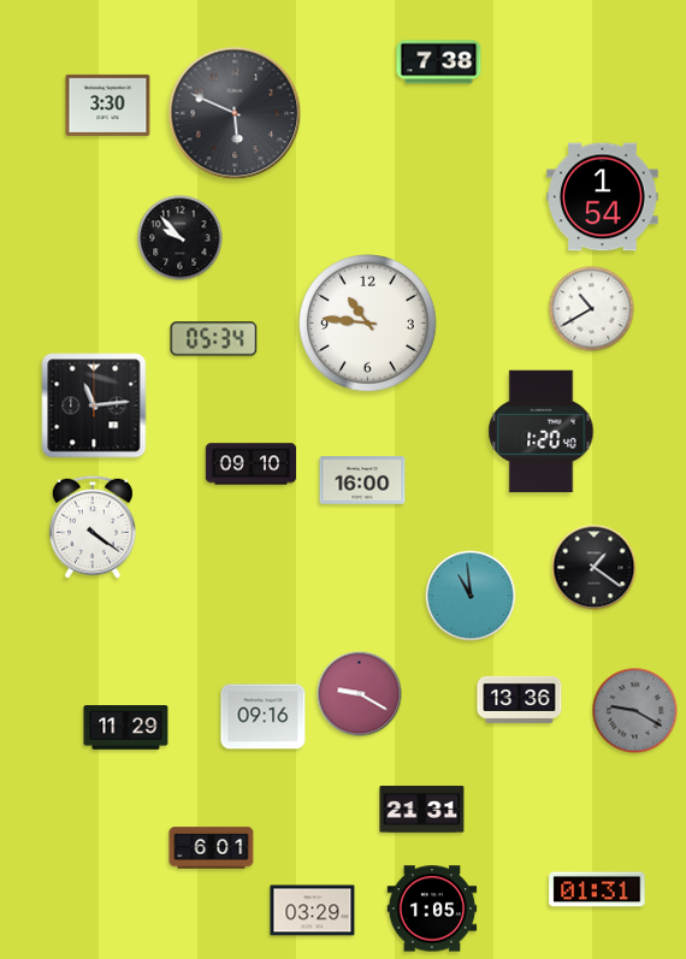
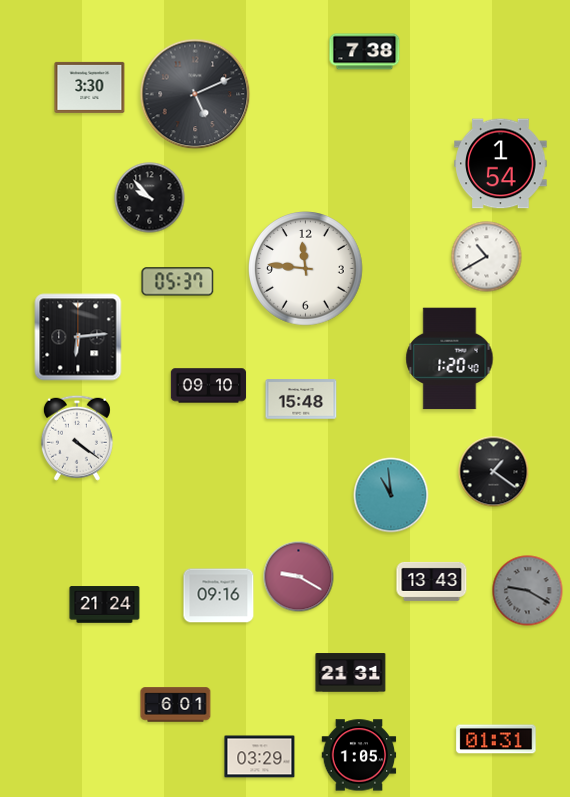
clock at (235, 113): 5:49 -> 5:11
clock at (592, 309) position: (592, 309) -> (487, 257)
clock at (368, 324): 10:46 -> 11:46
clock at (214, 339): 05:34 -> 05:37
clock at (94, 405): 11:14 -> 6:14
clock at (362, 480): 16:00 -> 15:48
clock at (520, 699): 13:36 -> 13:43
clock at (126, 728): 11:29 -> 21:24
